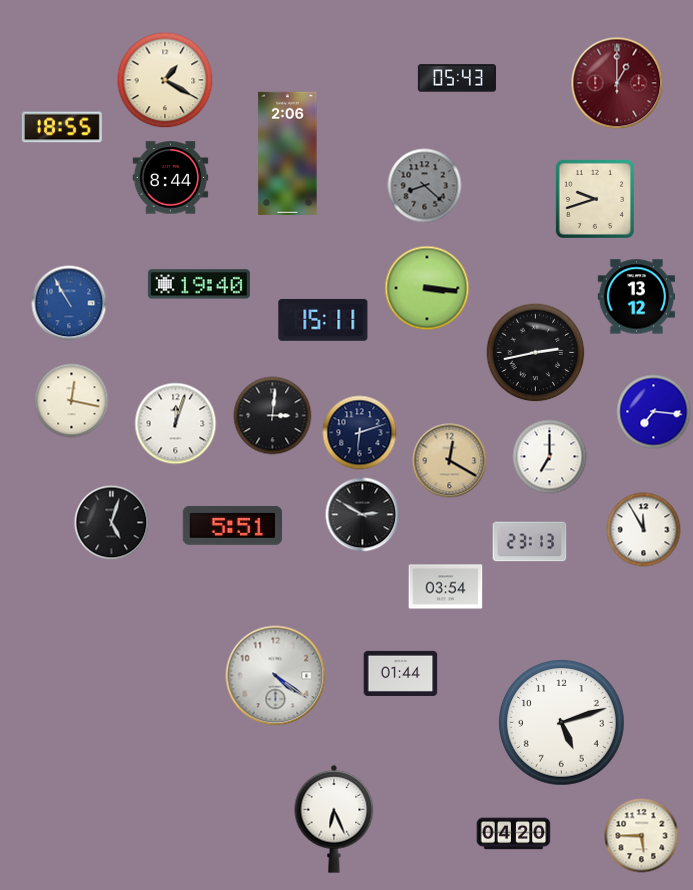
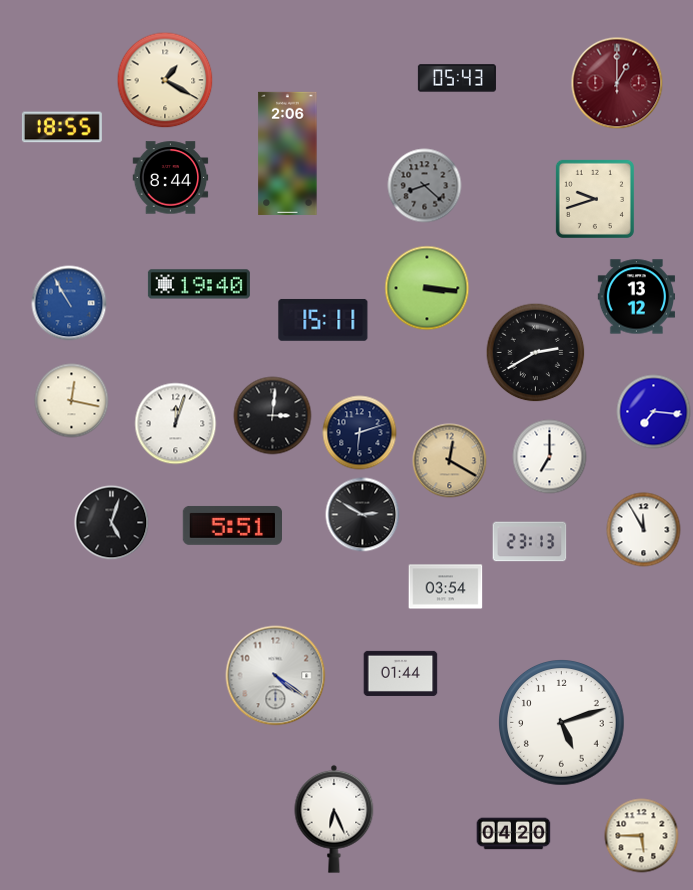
clock at (536, 353): 2:43 -> 2:40
